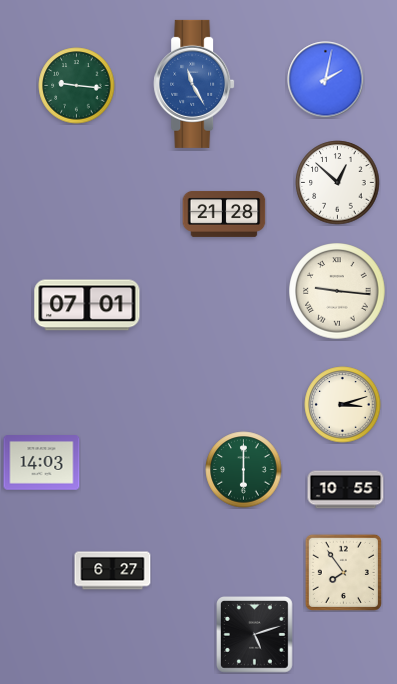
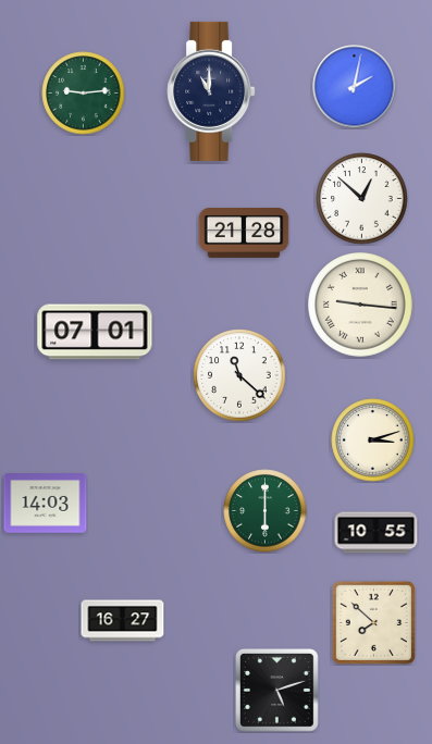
clock at (194, 84): 11:25 -> 11:00
clock at (194, 84) dial: blue -> navy
clock at (77, 86): 9:16 -> 9:14
clock at (338, 183) position: (338, 183) -> (362, 199)
clock at (337, 291) position: (337, 291) -> (360, 305)
clock at (239, 375): none -> 11:22
clock at (113, 571): 6:27 -> 16:27
clock at (343, 572): 7:54 -> 7:52
